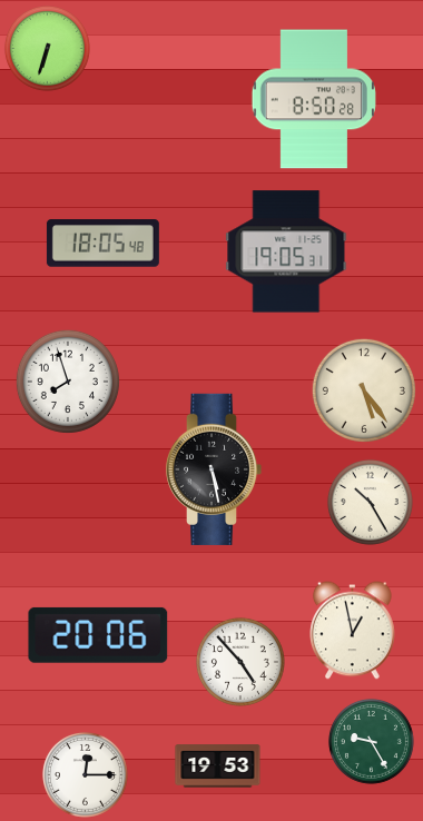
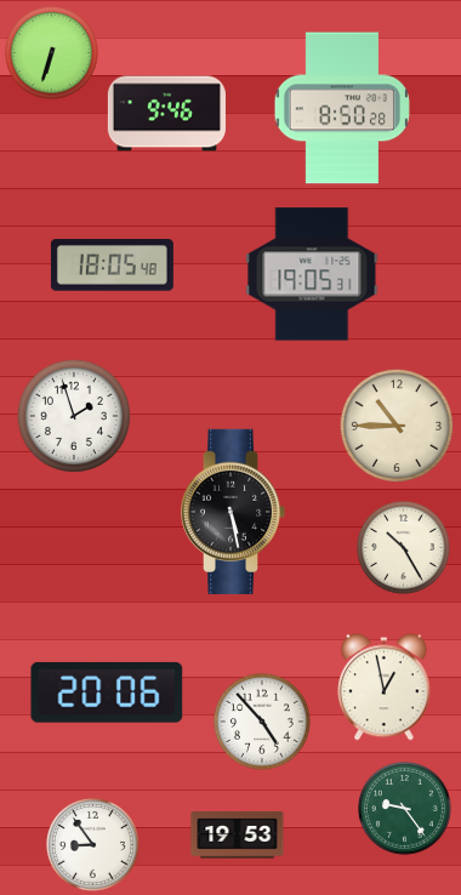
clock at (166, 114): none -> 9:46
clock at (68, 382): 7:57 -> 1:57
clock at (364, 390): 5:24 -> 10:45
clock at (371, 741): 9:25 -> 9:24
clock at (85, 774): 12:15 -> 8:54
